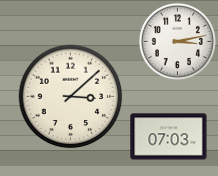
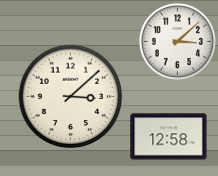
clock at (177, 41): 3:13 -> 3:08
clock at (169, 137): 07:03 -> 12:58
